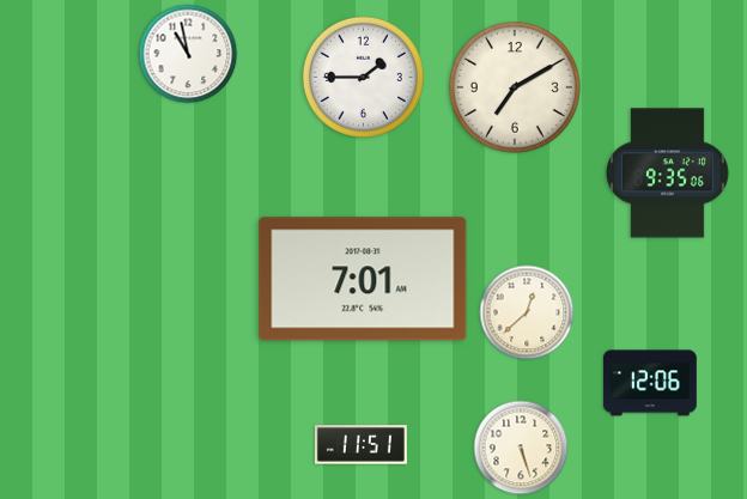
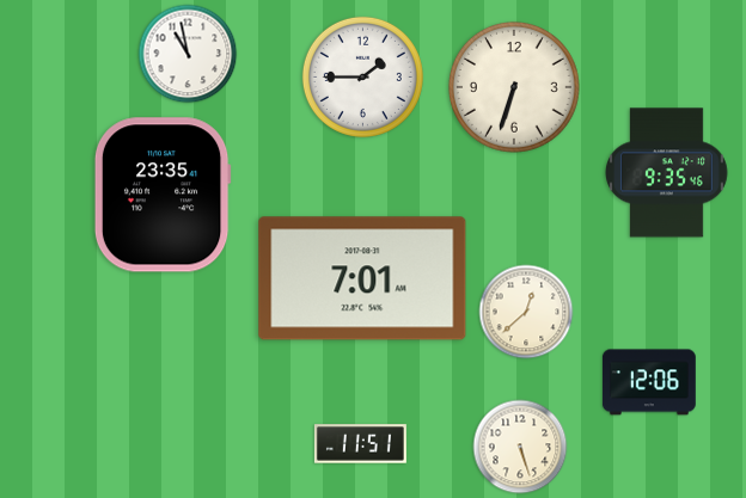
clock at (515, 87): 7:10 -> 6:33
clock at (668, 174): 9:35:06 -> 9:35:46
clock at (163, 195): none -> 23:35
